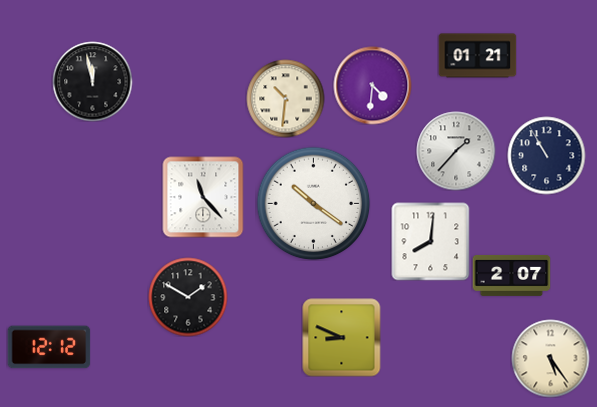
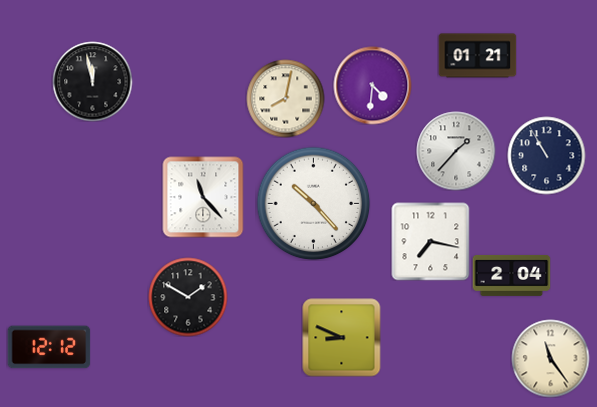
clock at (285, 98): 10:31 -> 8:02
clock at (313, 203): 10:21 -> 10:23
clock at (430, 241): 8:01 -> 7:17
clock at (511, 275): 2:07 -> 2:04
clock at (550, 358): 5:24 -> 11:24
